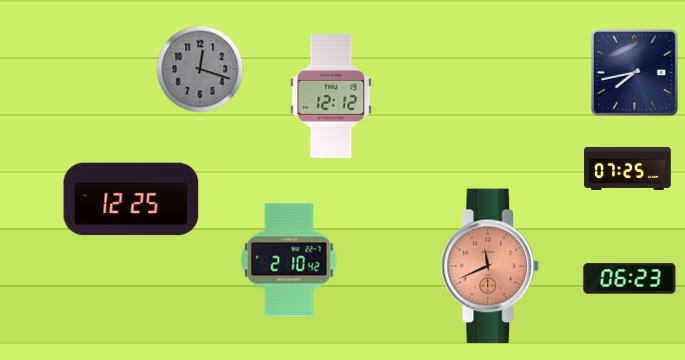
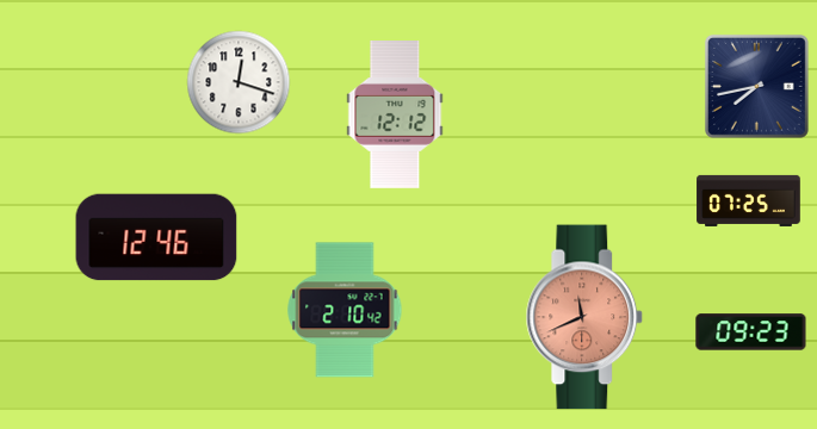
clock at (200, 69) dial: grey -> white
clock at (131, 199): 12:25 -> 12:46
clock at (630, 279): 06:23 -> 09:23
